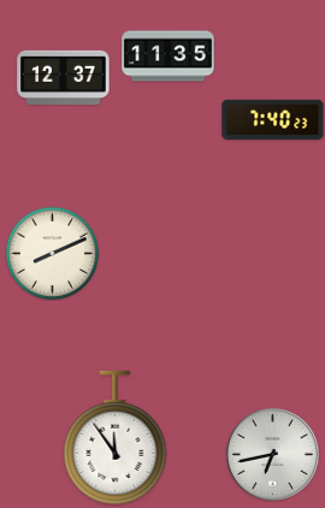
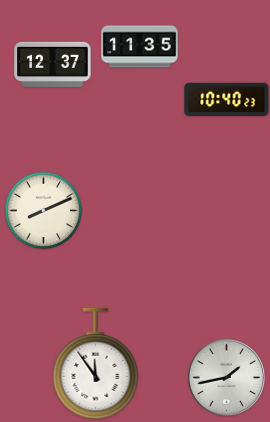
clock at (273, 119): 7:40 -> 10:40
clock at (272, 454): 6:43 -> 1:43
